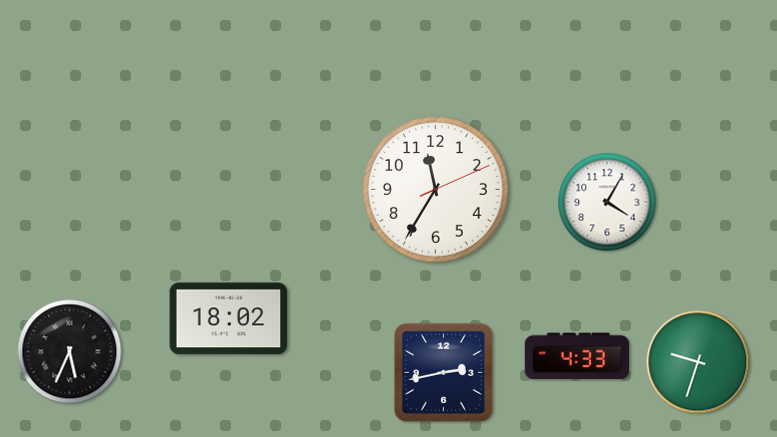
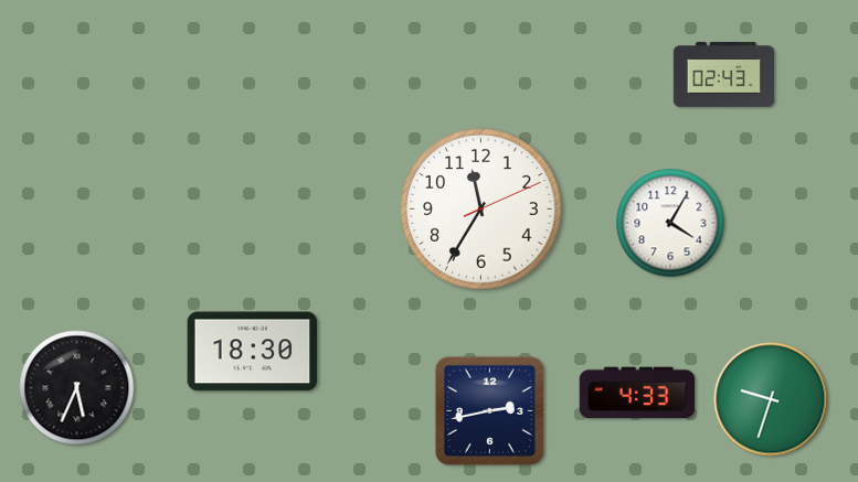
clock at (724, 75): none -> 02:43
clock at (229, 319): 18:02 -> 18:30
